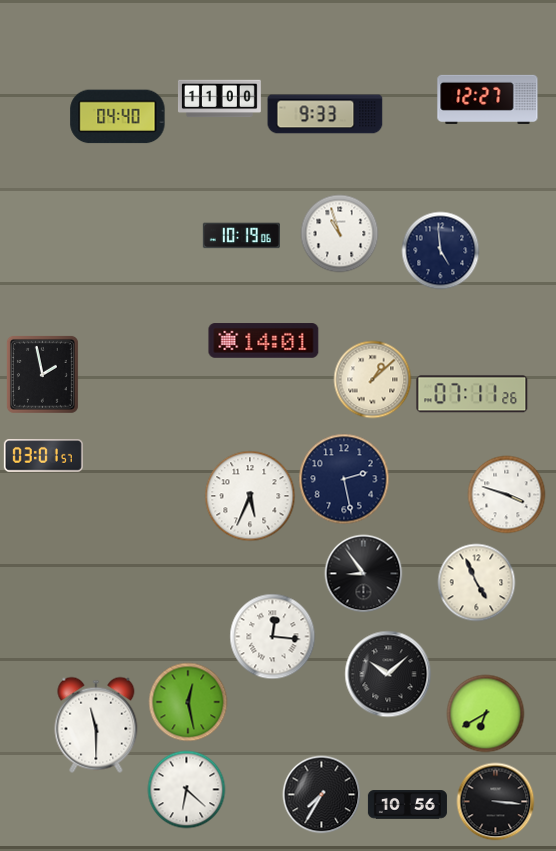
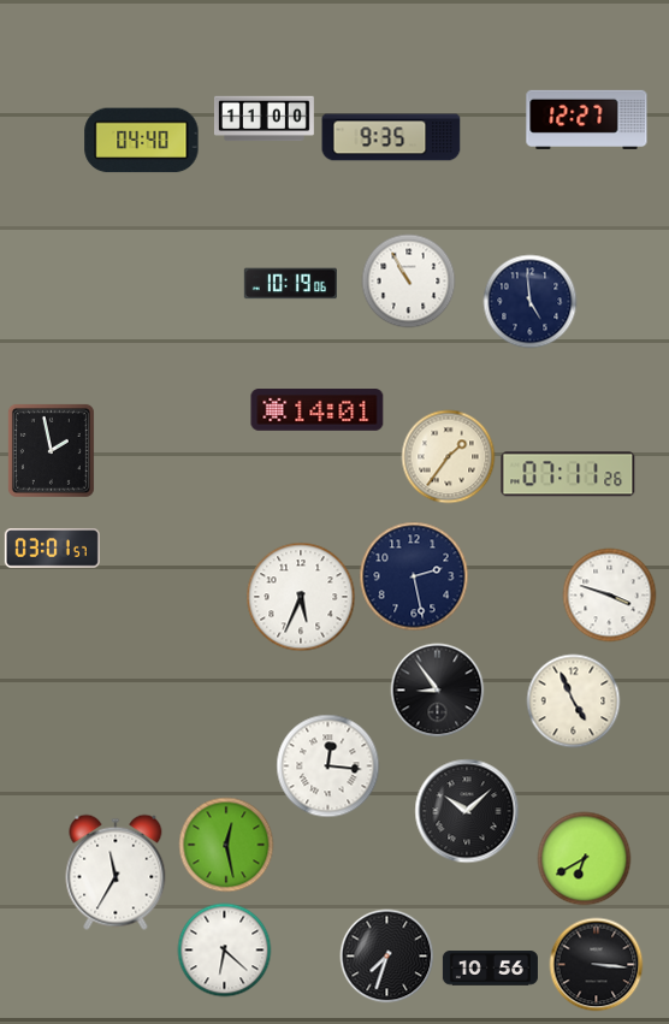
clock at (325, 114): 9:33 -> 9:35
clock at (339, 233): 10:57 -> 10:55
clock at (372, 379): 1:08 -> 1:36
clock at (96, 725): 11:30 -> 11:35
clock at (321, 794): 7:35 -> 7:33
